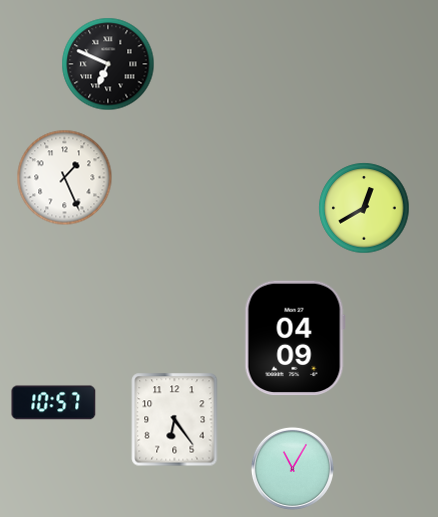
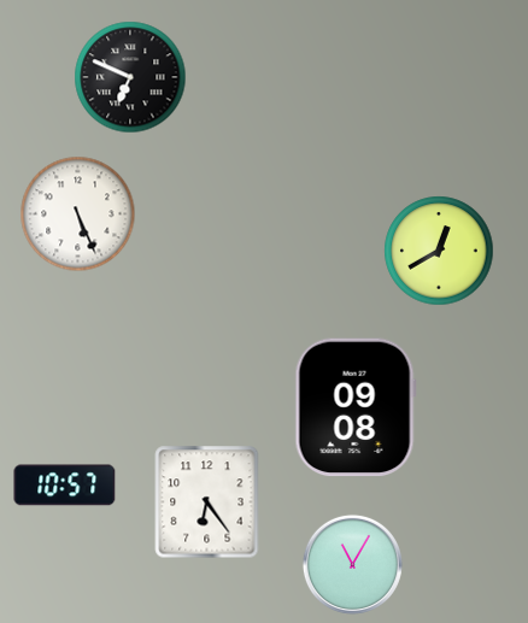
clock at (65, 178): 1:26 -> 5:26
clock at (295, 338): 04:09 -> 09:08
clock at (175, 420) position: (175, 420) -> (207, 502)
